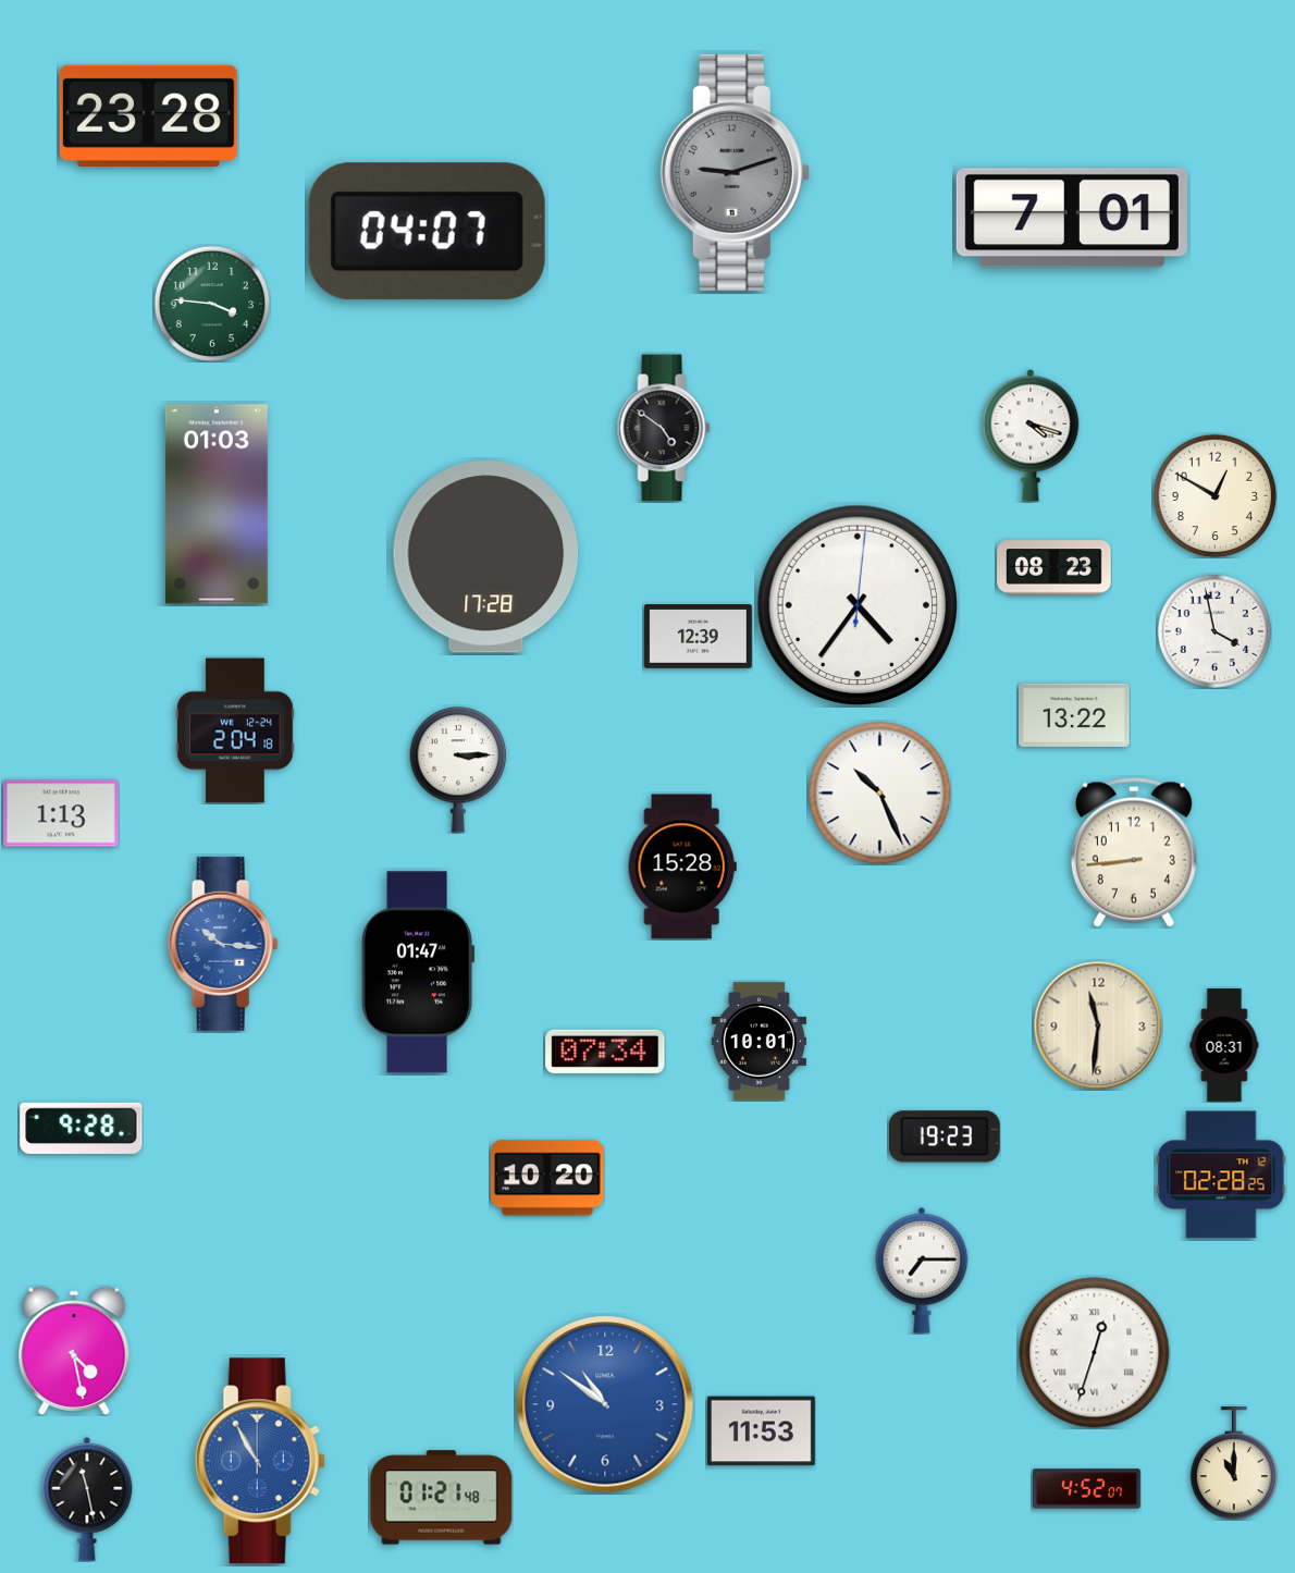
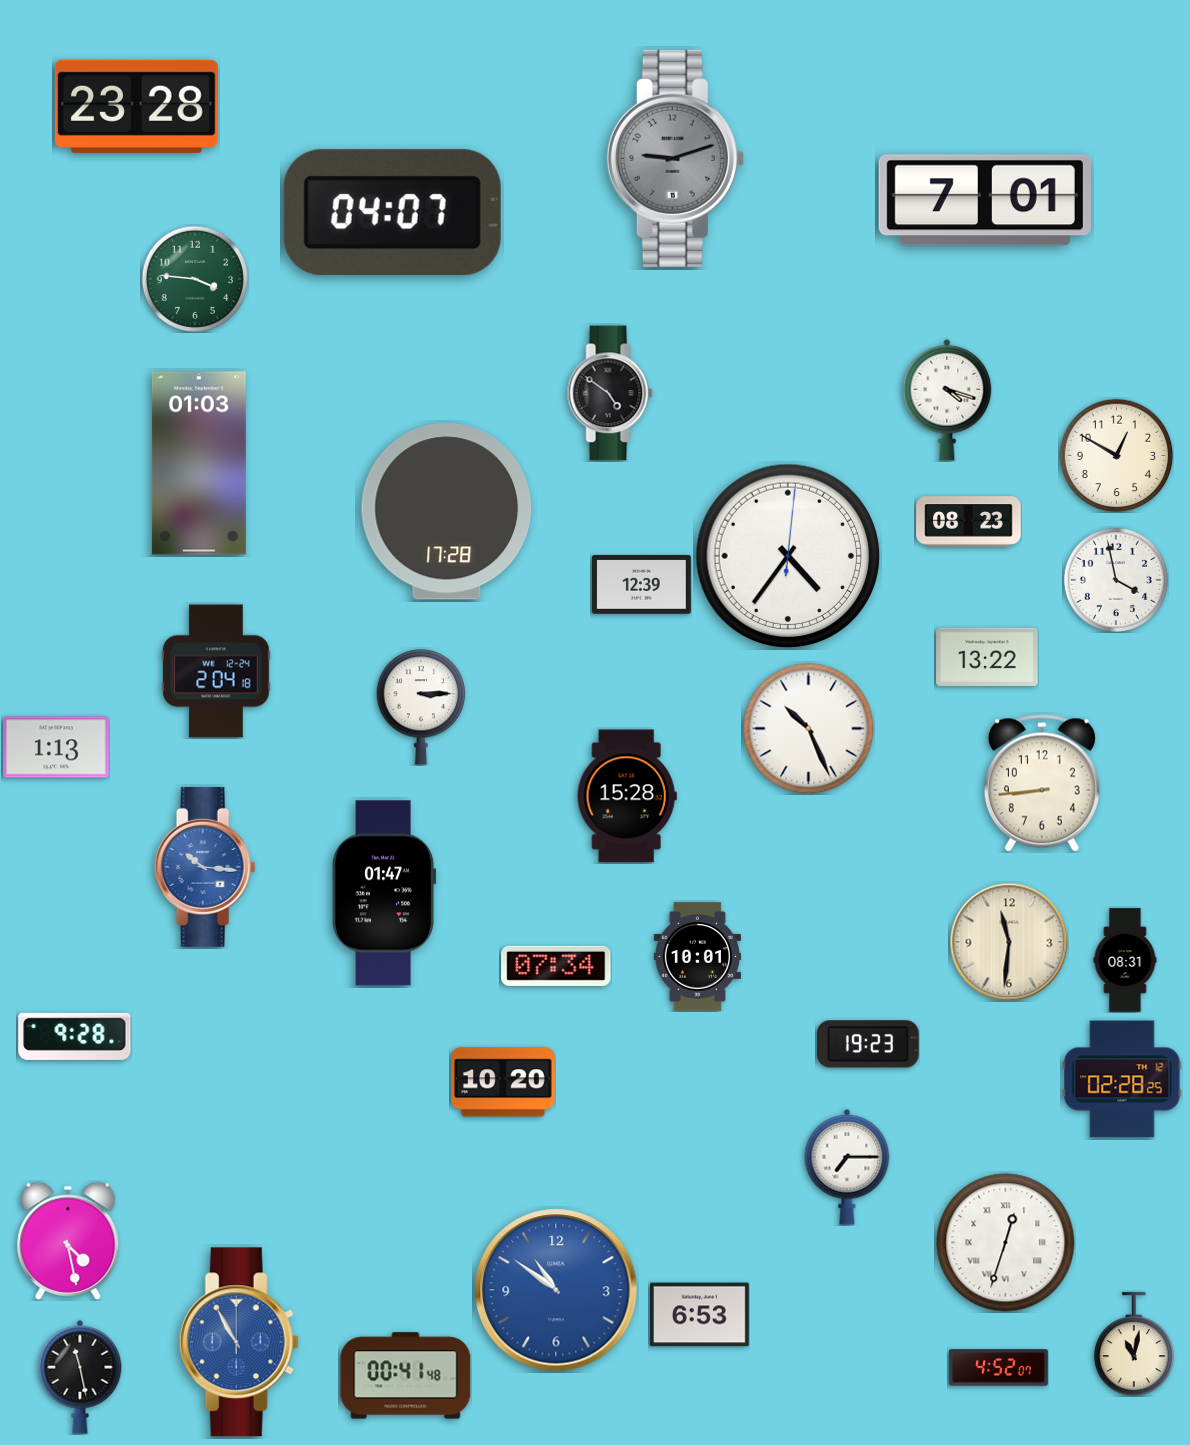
clock at (761, 1431): 11:53 -> 6:53
clock at (1234, 1463): 11:00 -> 11:02
clock at (442, 1498): 01:21 -> 00:41
